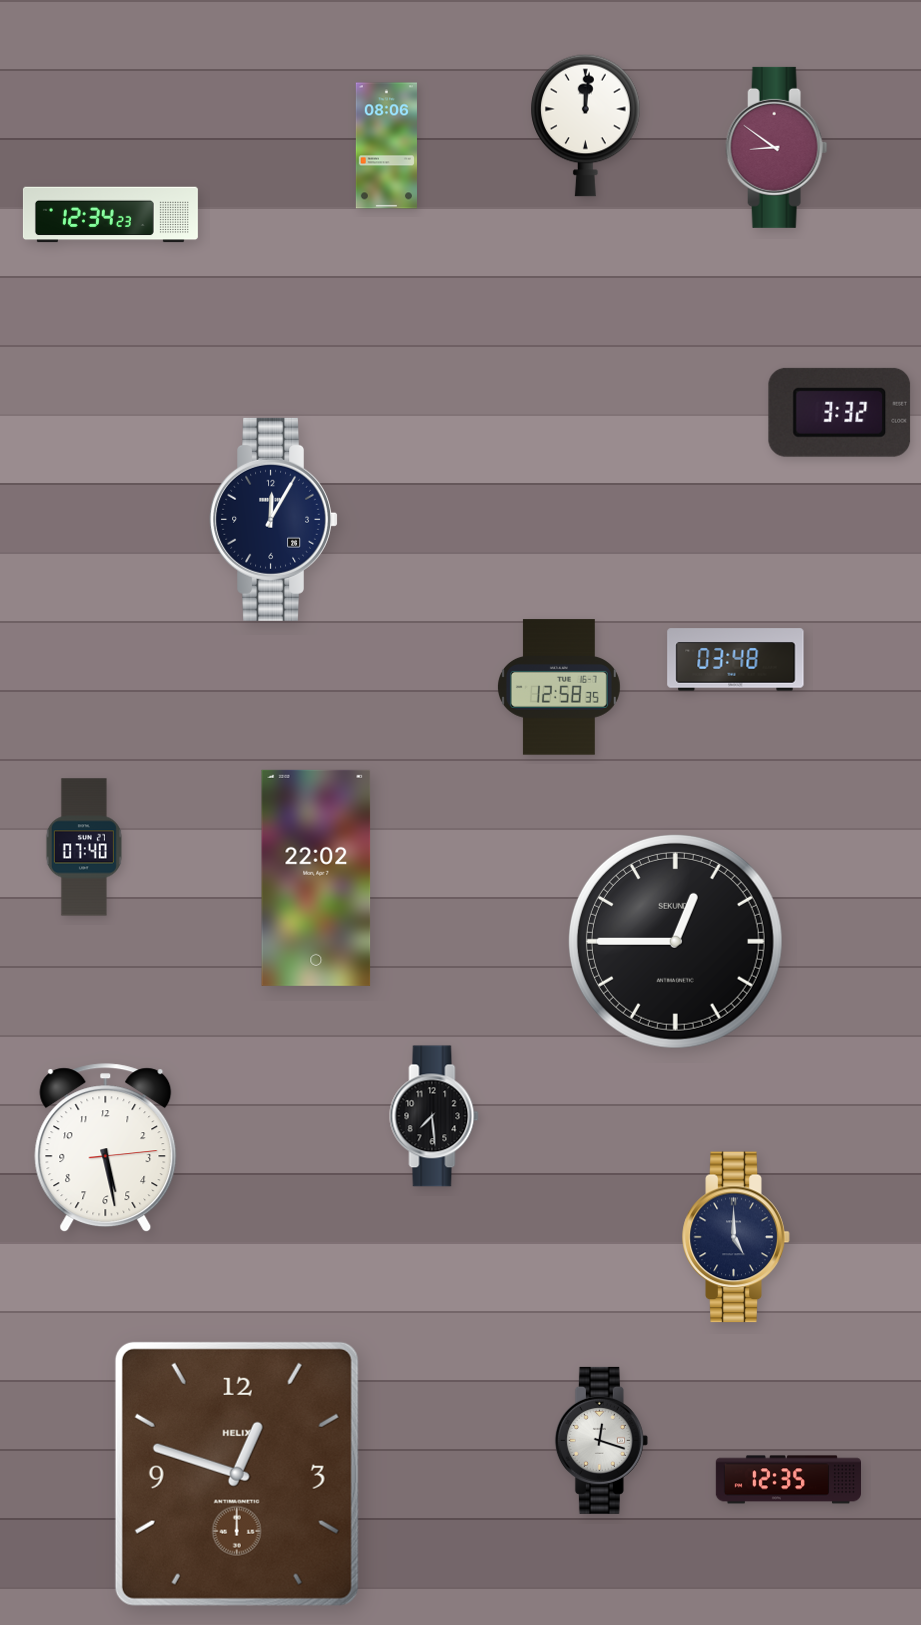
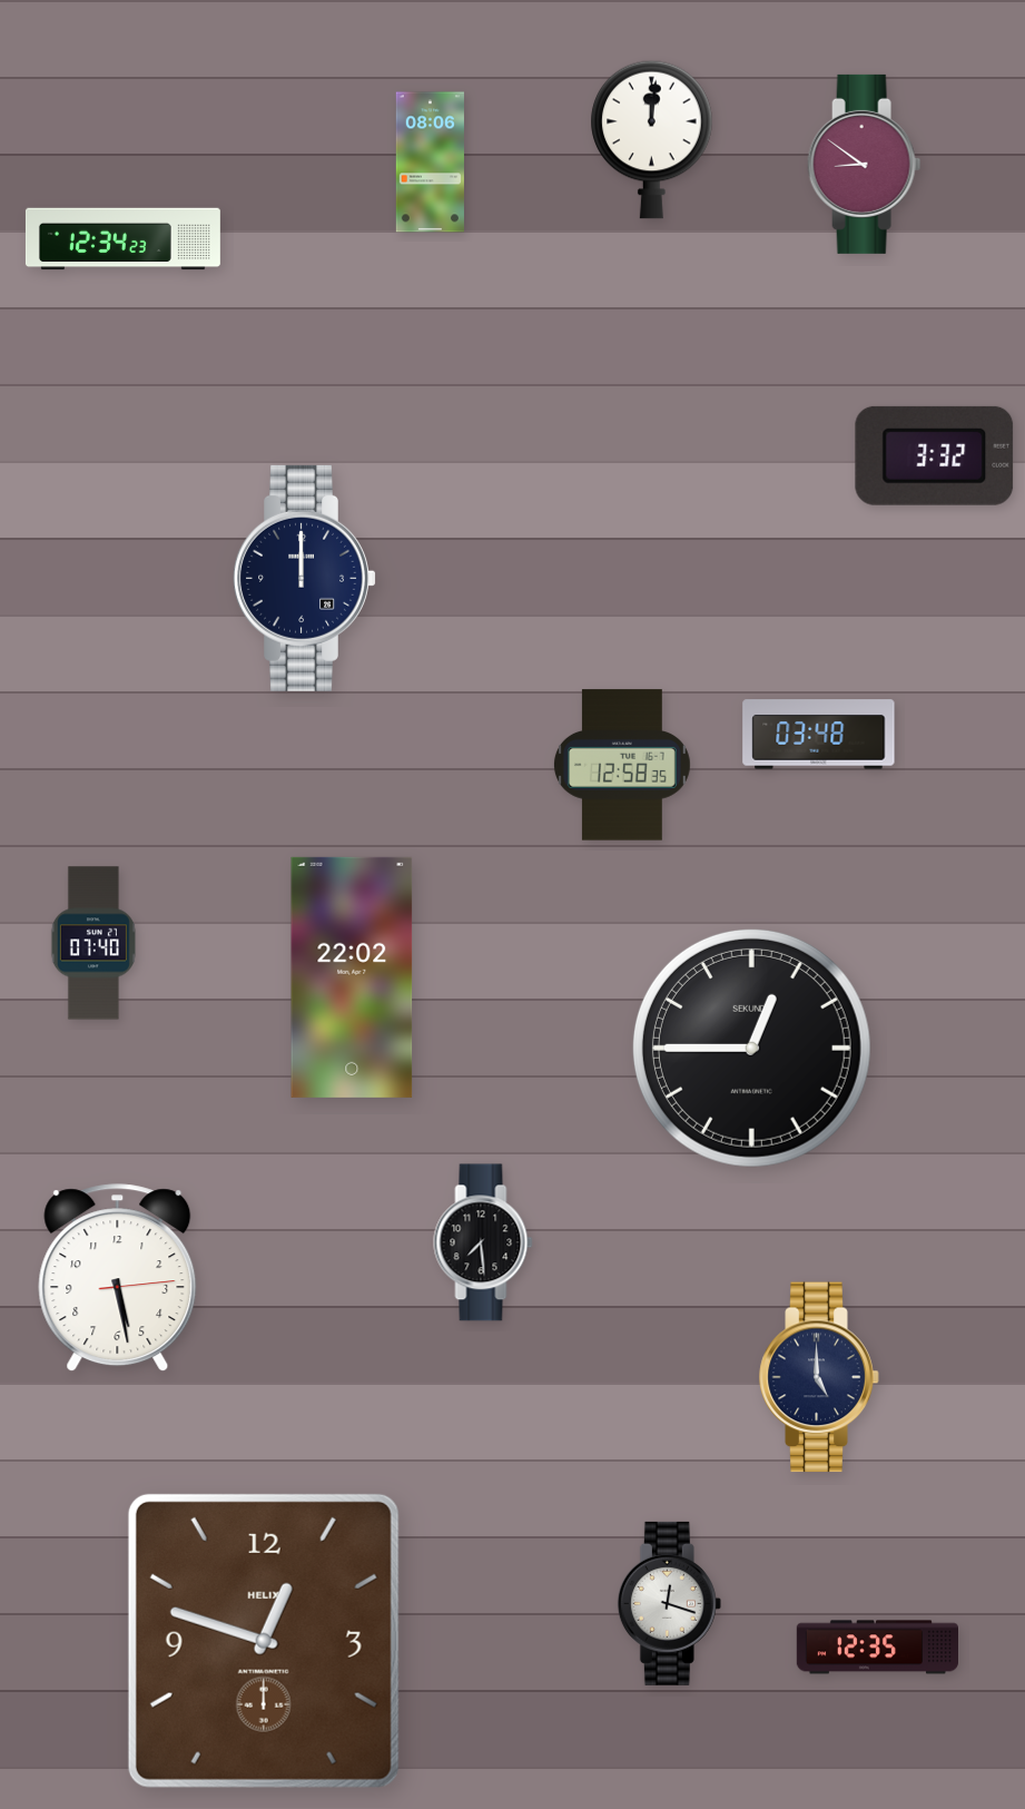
clock at (840, 412) position: (840, 412) -> (935, 455)
clock at (273, 519): 12:05 -> 12:00
